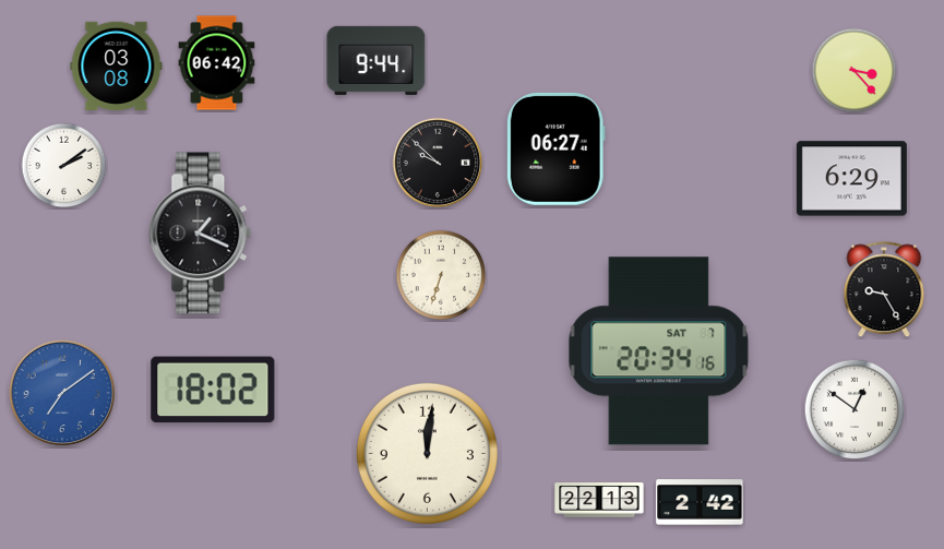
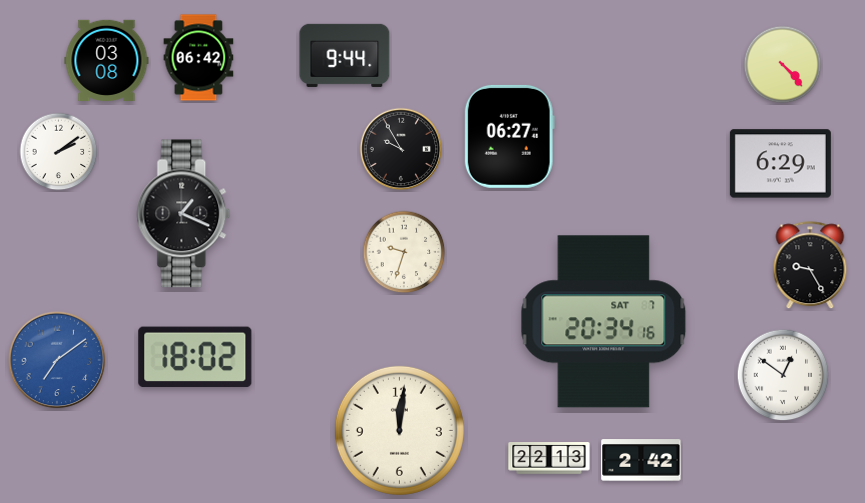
clock at (855, 71): 3:23 -> 4:23
clock at (438, 163): 9:52 -> 9:55
clock at (441, 275): 6:33 -> 9:33
clock at (427, 453) position: (427, 453) -> (399, 430)
